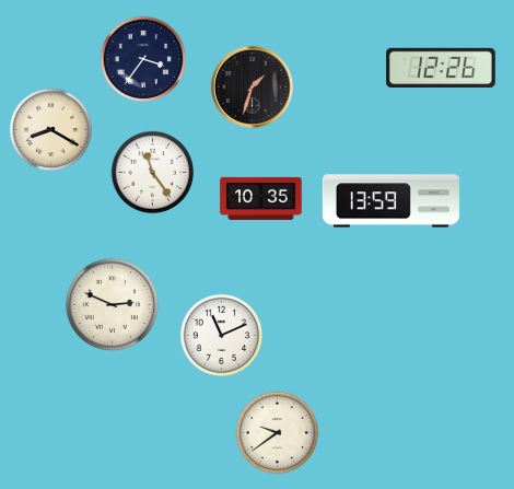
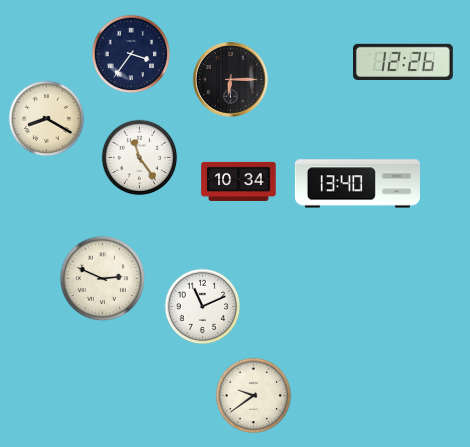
clock at (252, 86): 1:33 -> 6:15
clock at (261, 198): 10:35 -> 10:34
clock at (390, 201): 13:59 -> 13:40
